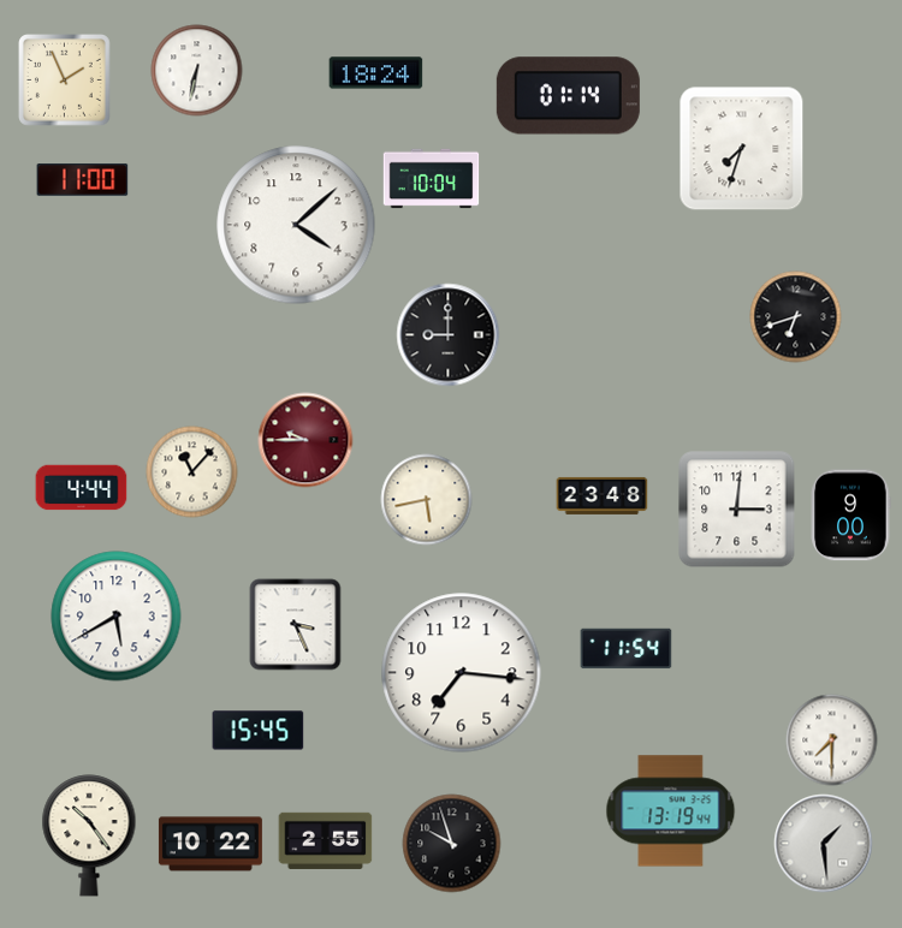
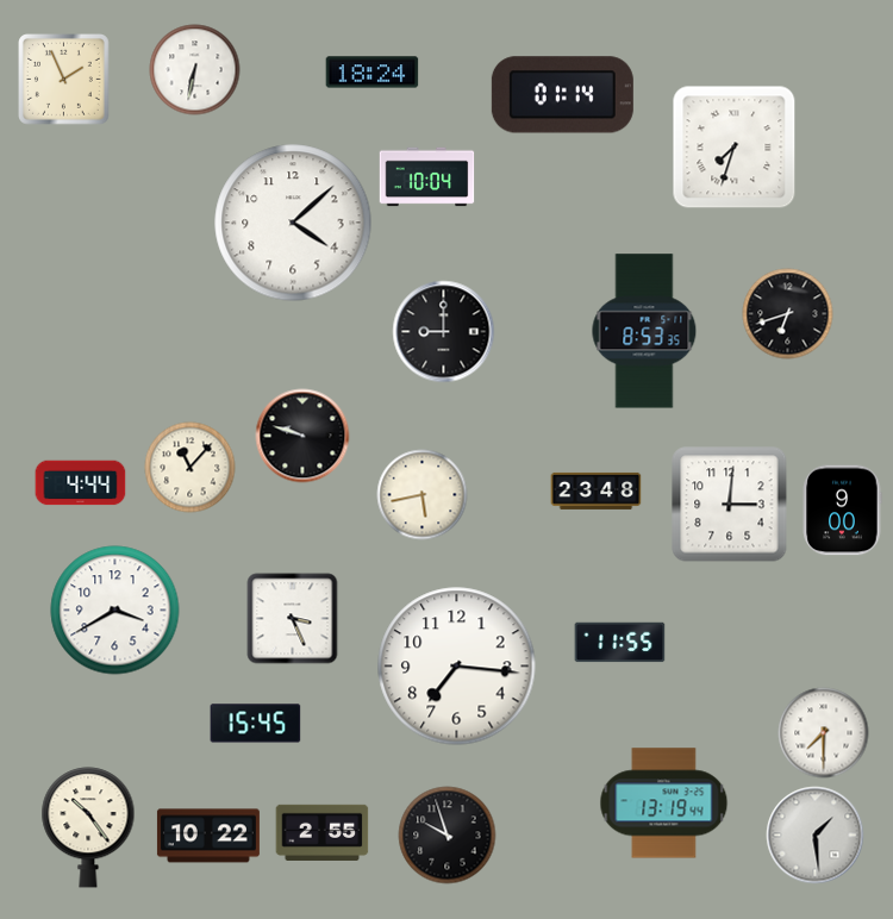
clock at (83, 180): 11:00 -> none
clock at (644, 331): none -> 8:53
clock at (305, 440): 9:45 -> 9:48
clock at (305, 440) dial: burgundy -> black
clock at (117, 617): 5:40 -> 3:40
clock at (627, 649): 11:54 -> 11:55
